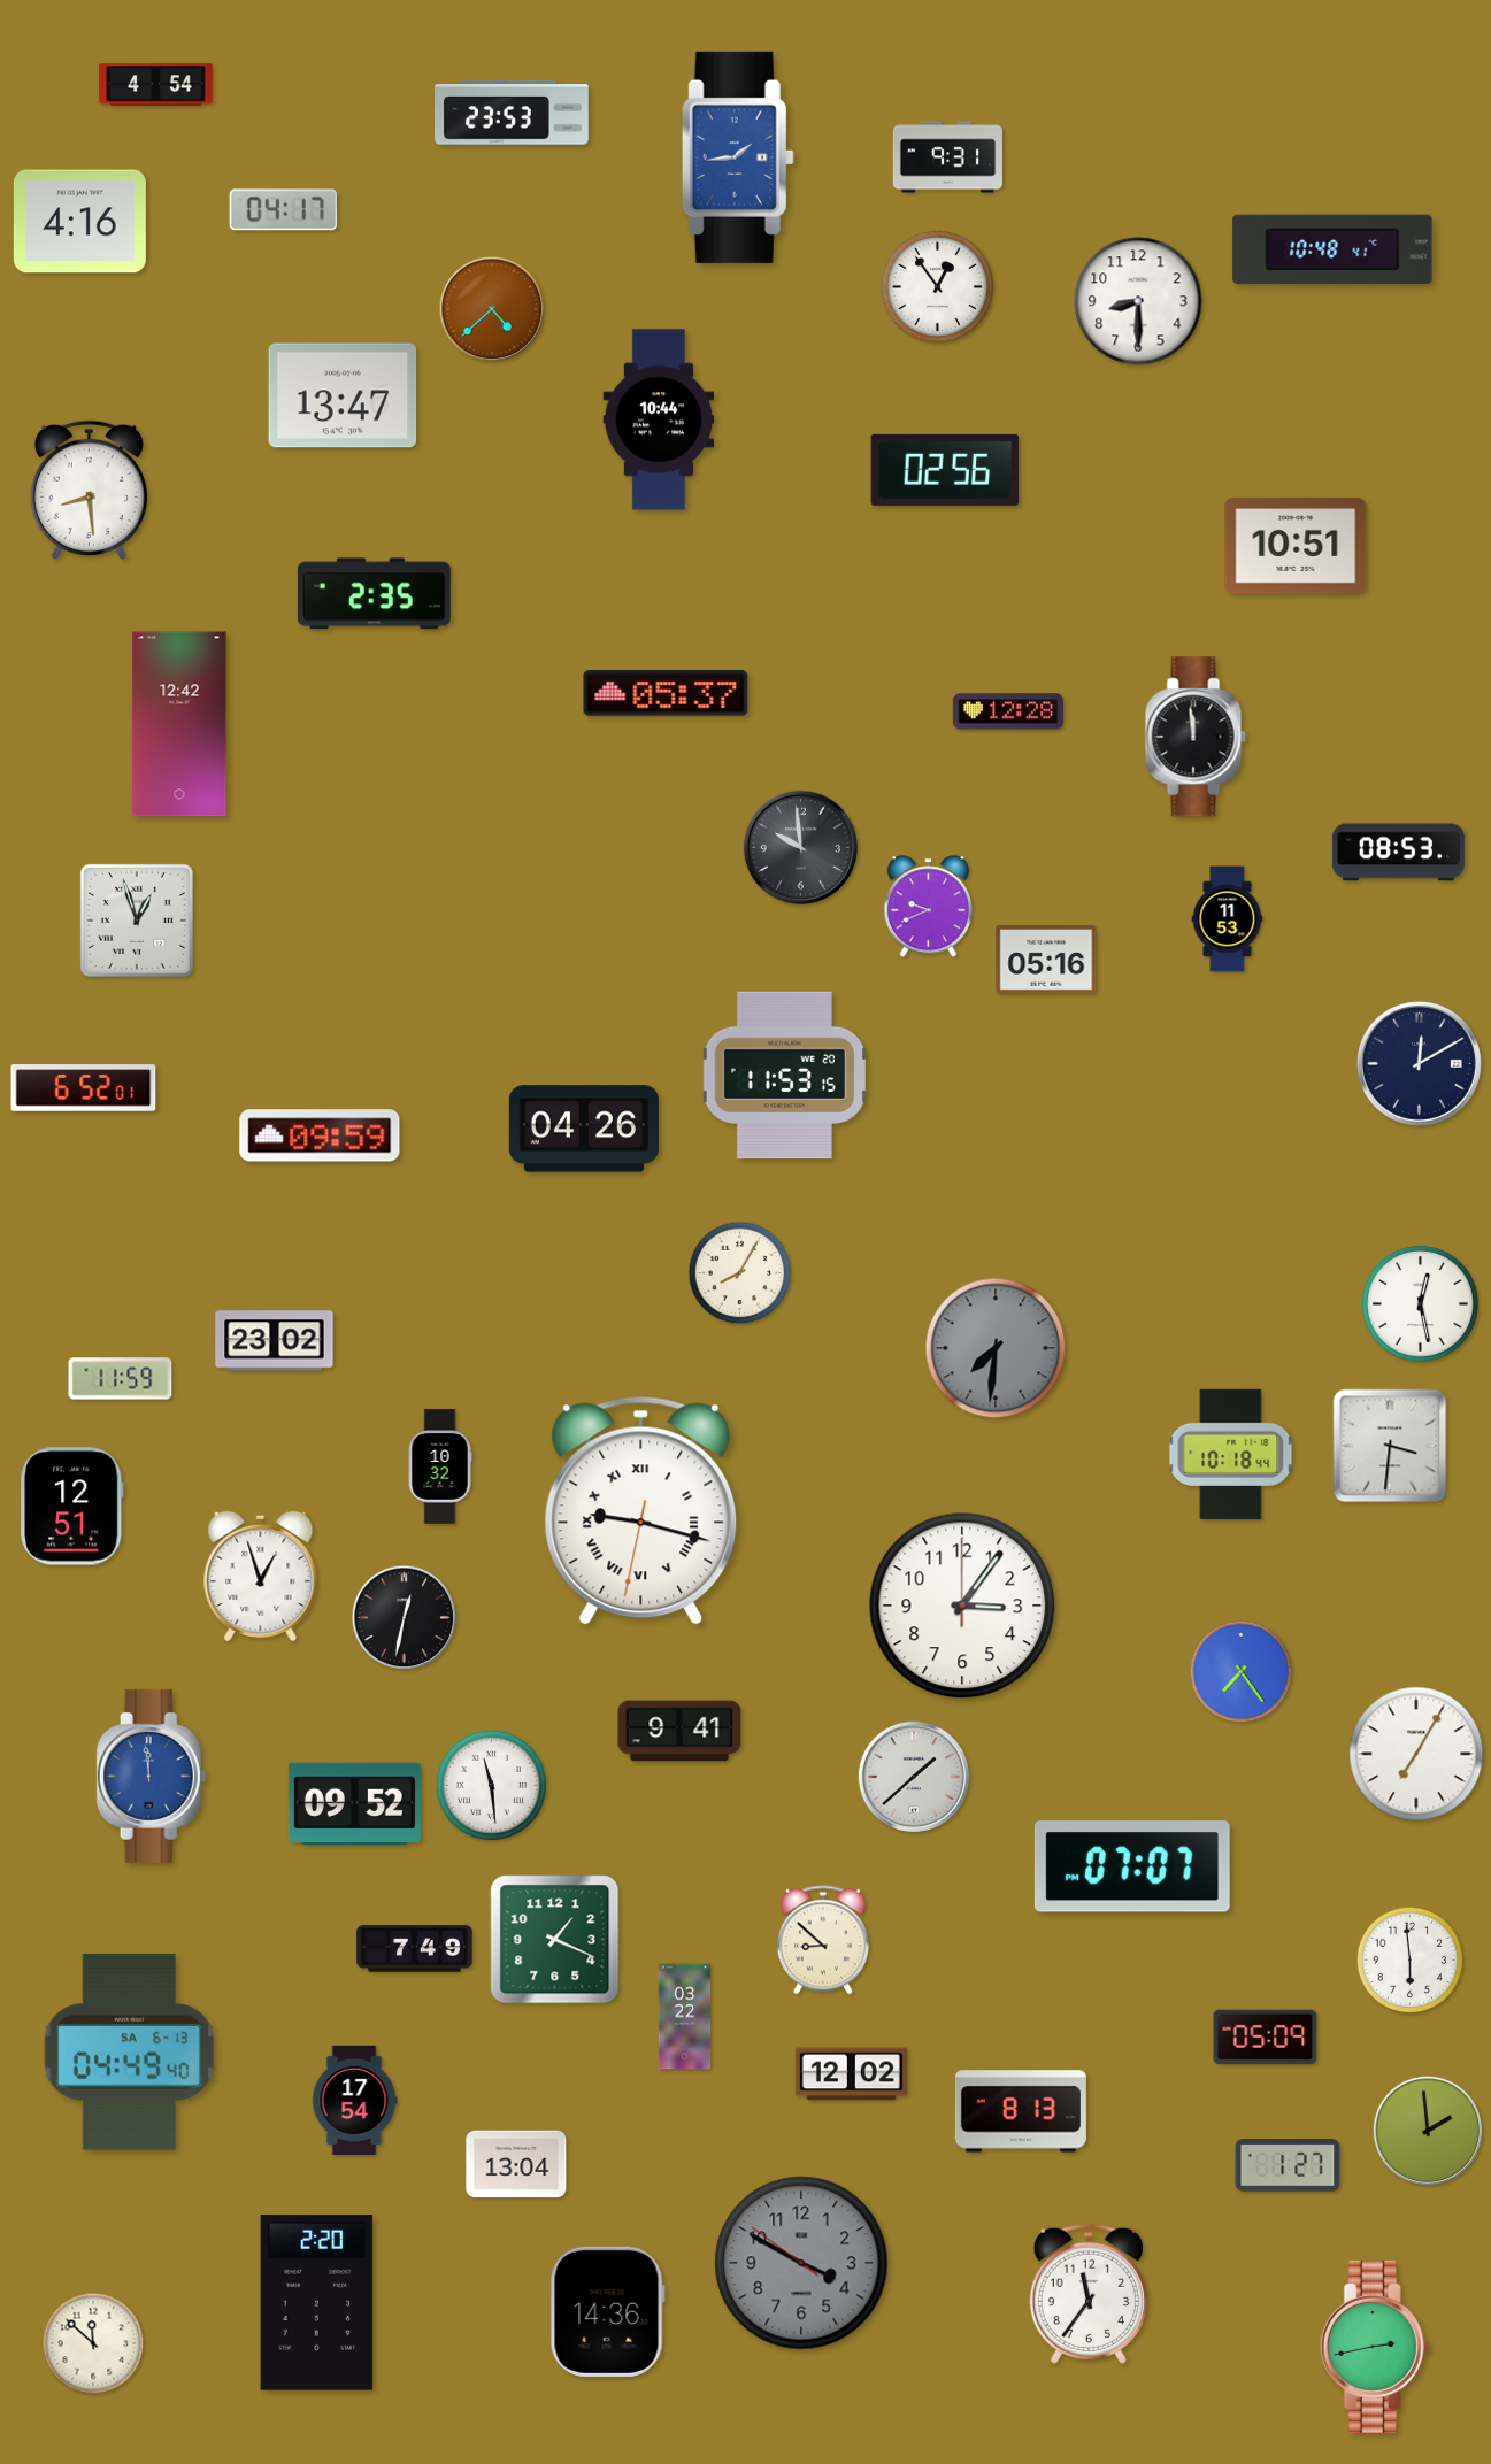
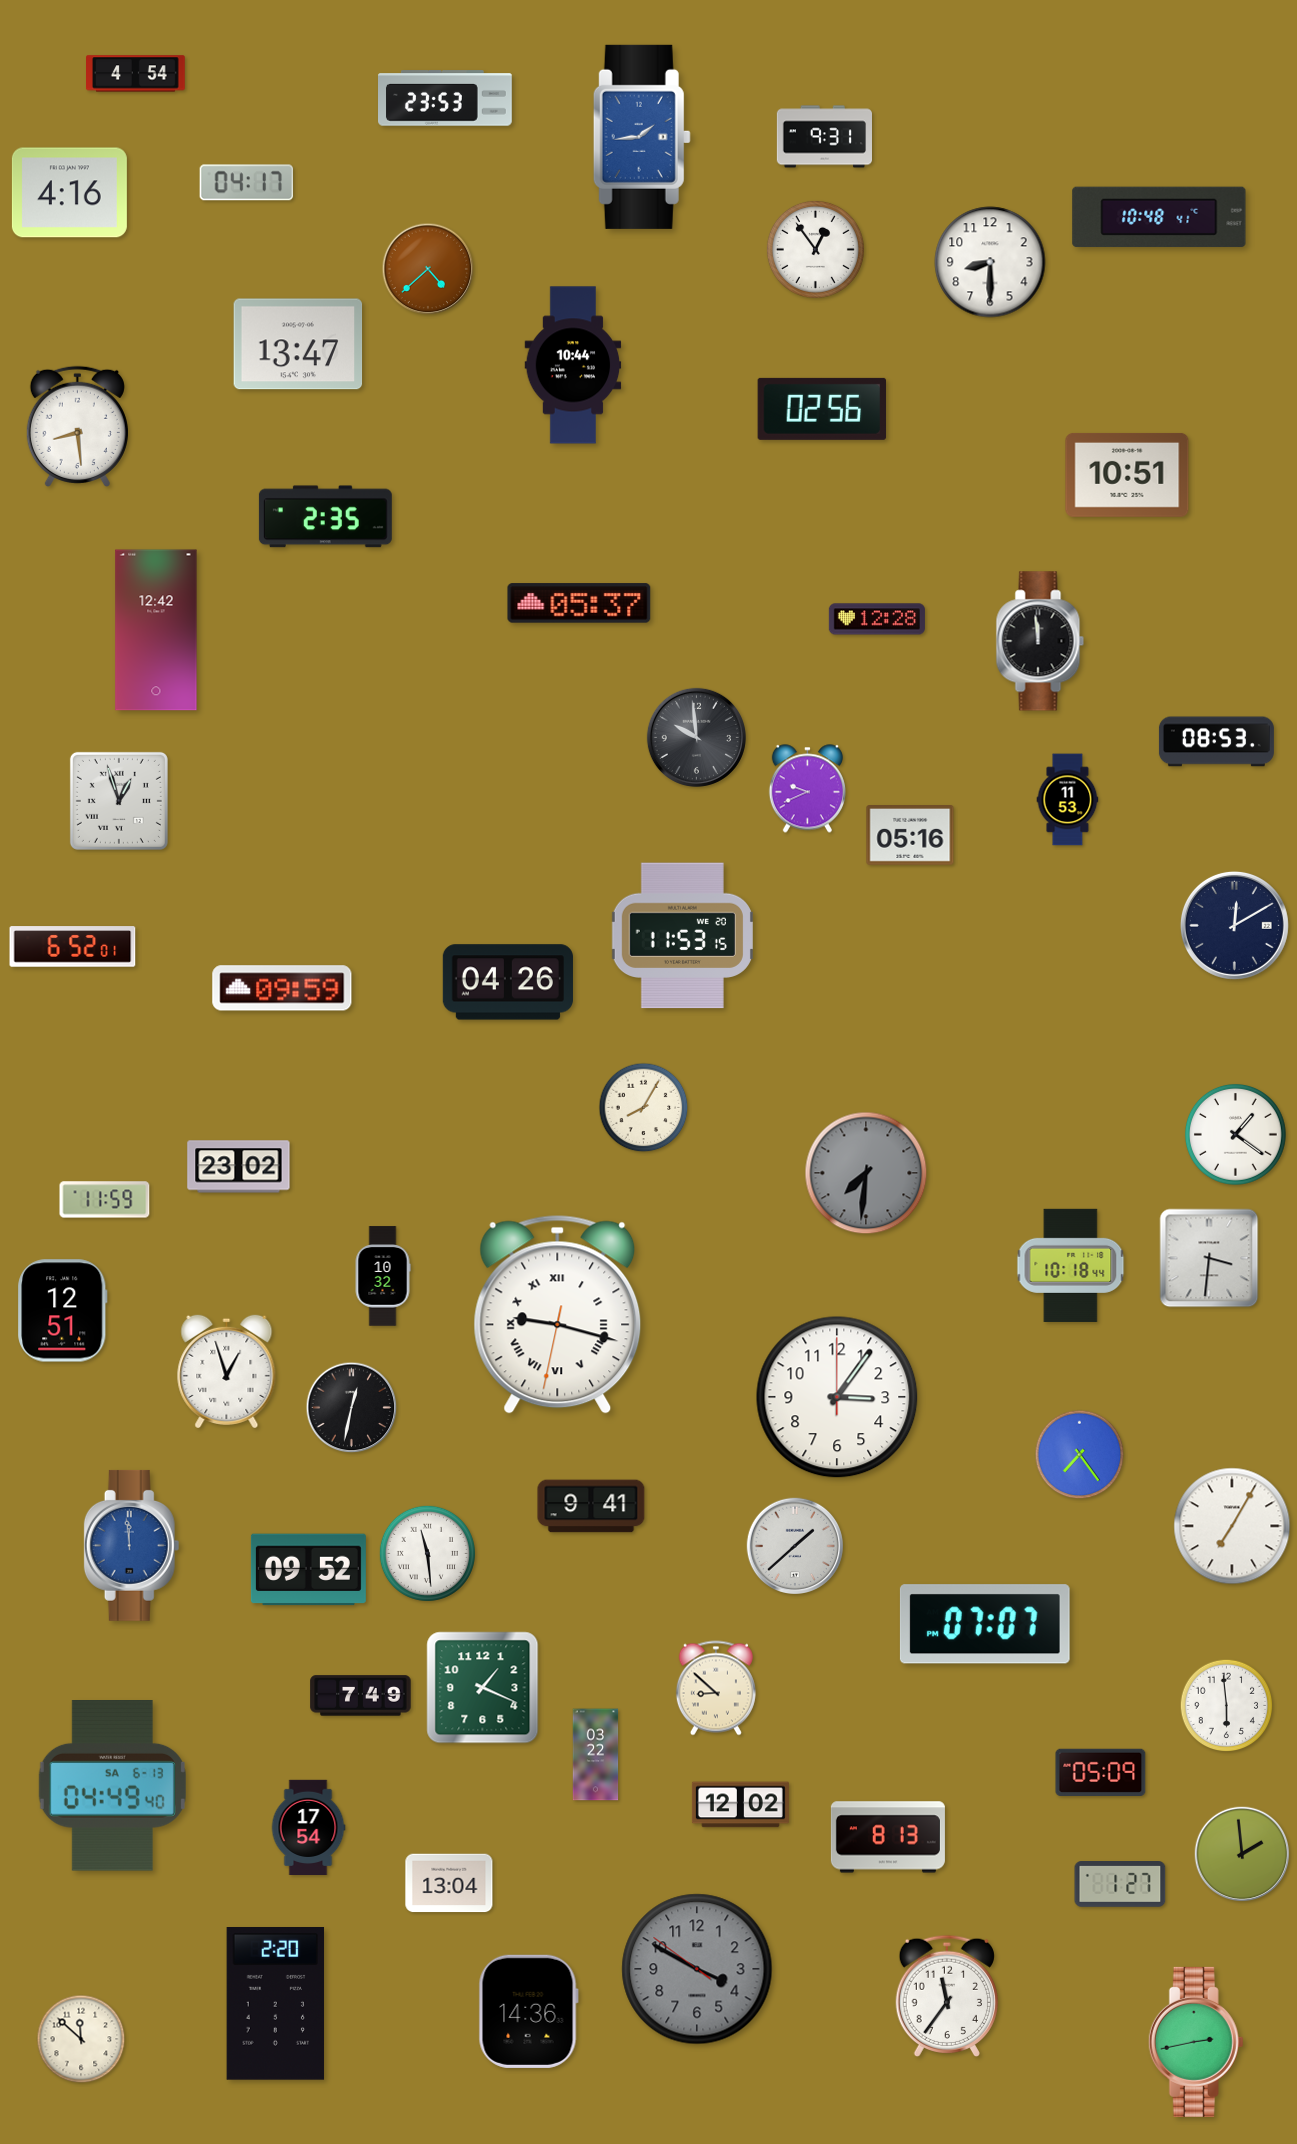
clock at (320, 1135) position: (320, 1135) -> (282, 988)
clock at (1420, 1303): 12:28 -> 1:21
